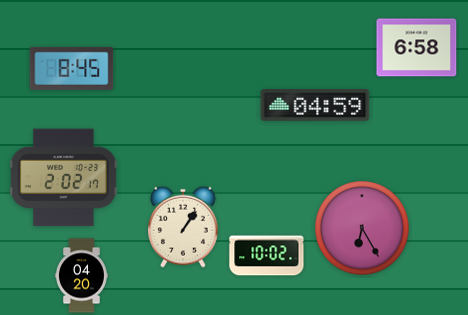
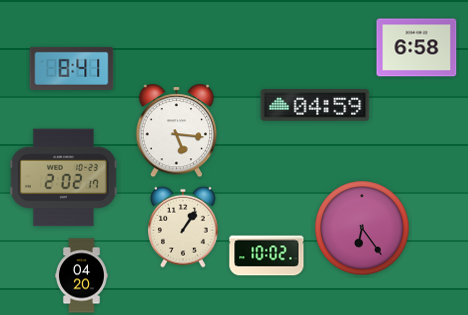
clock at (72, 68): 8:45 -> 8:41
clock at (177, 131): none -> 5:16
clock at (362, 228): 6:25 -> 6:24
